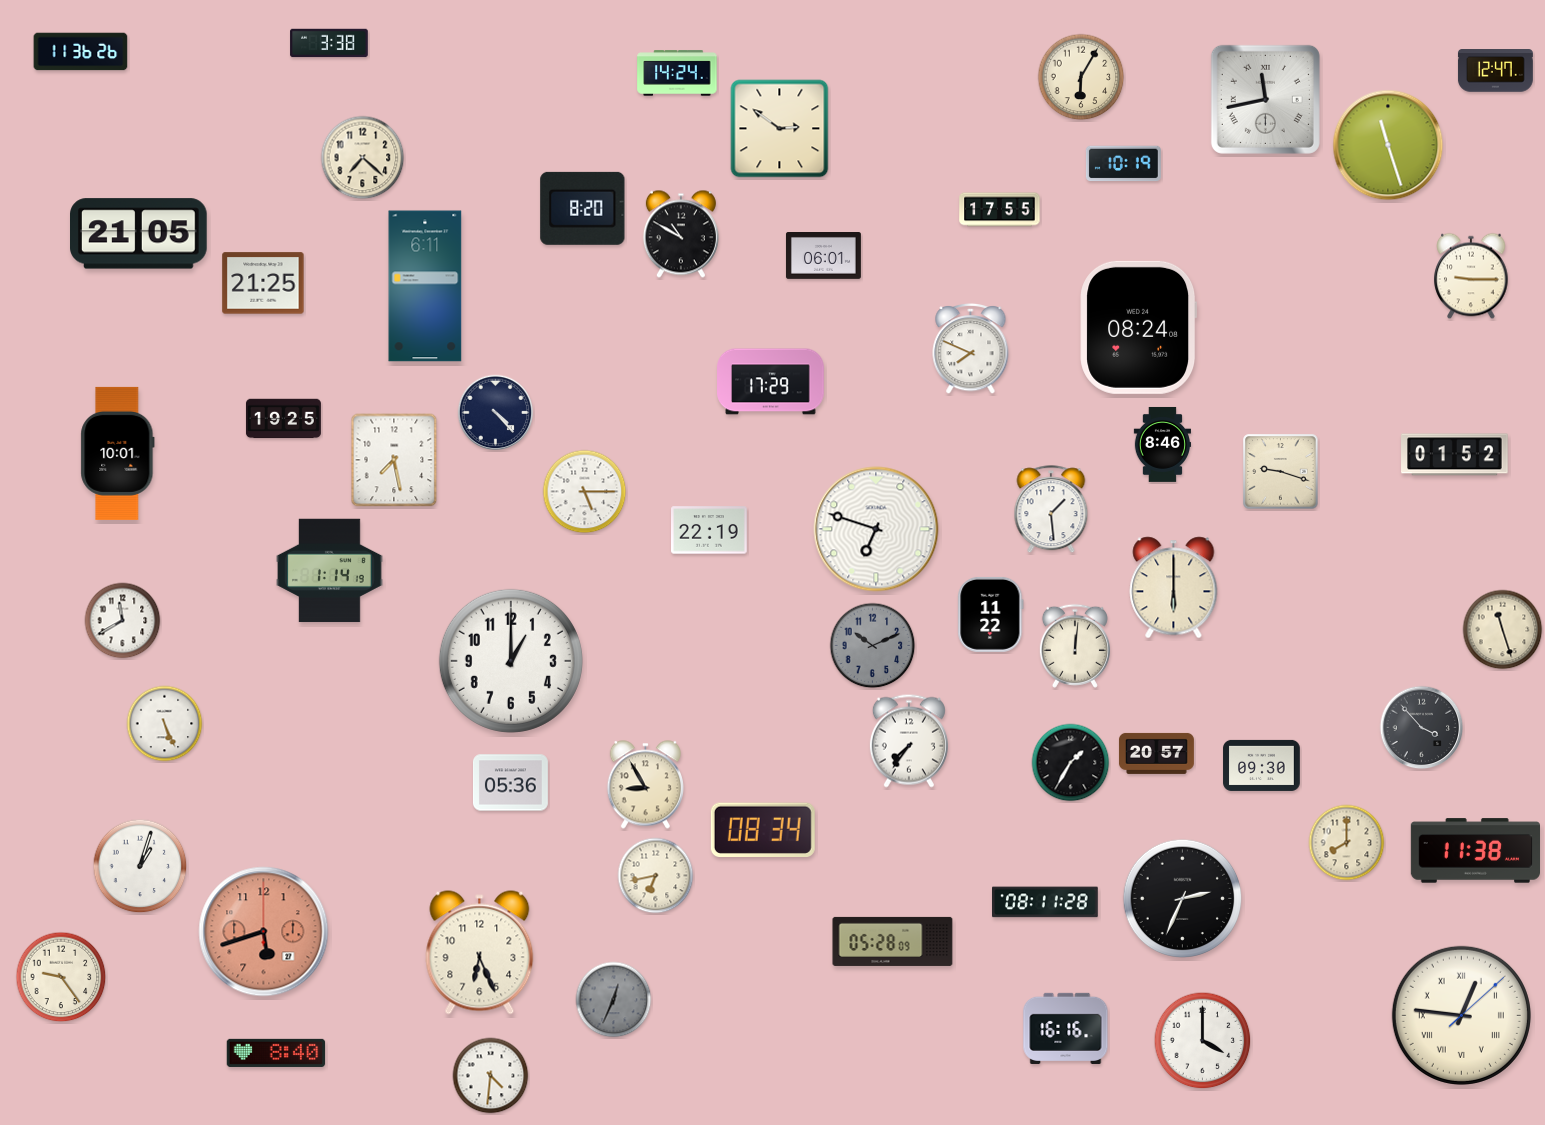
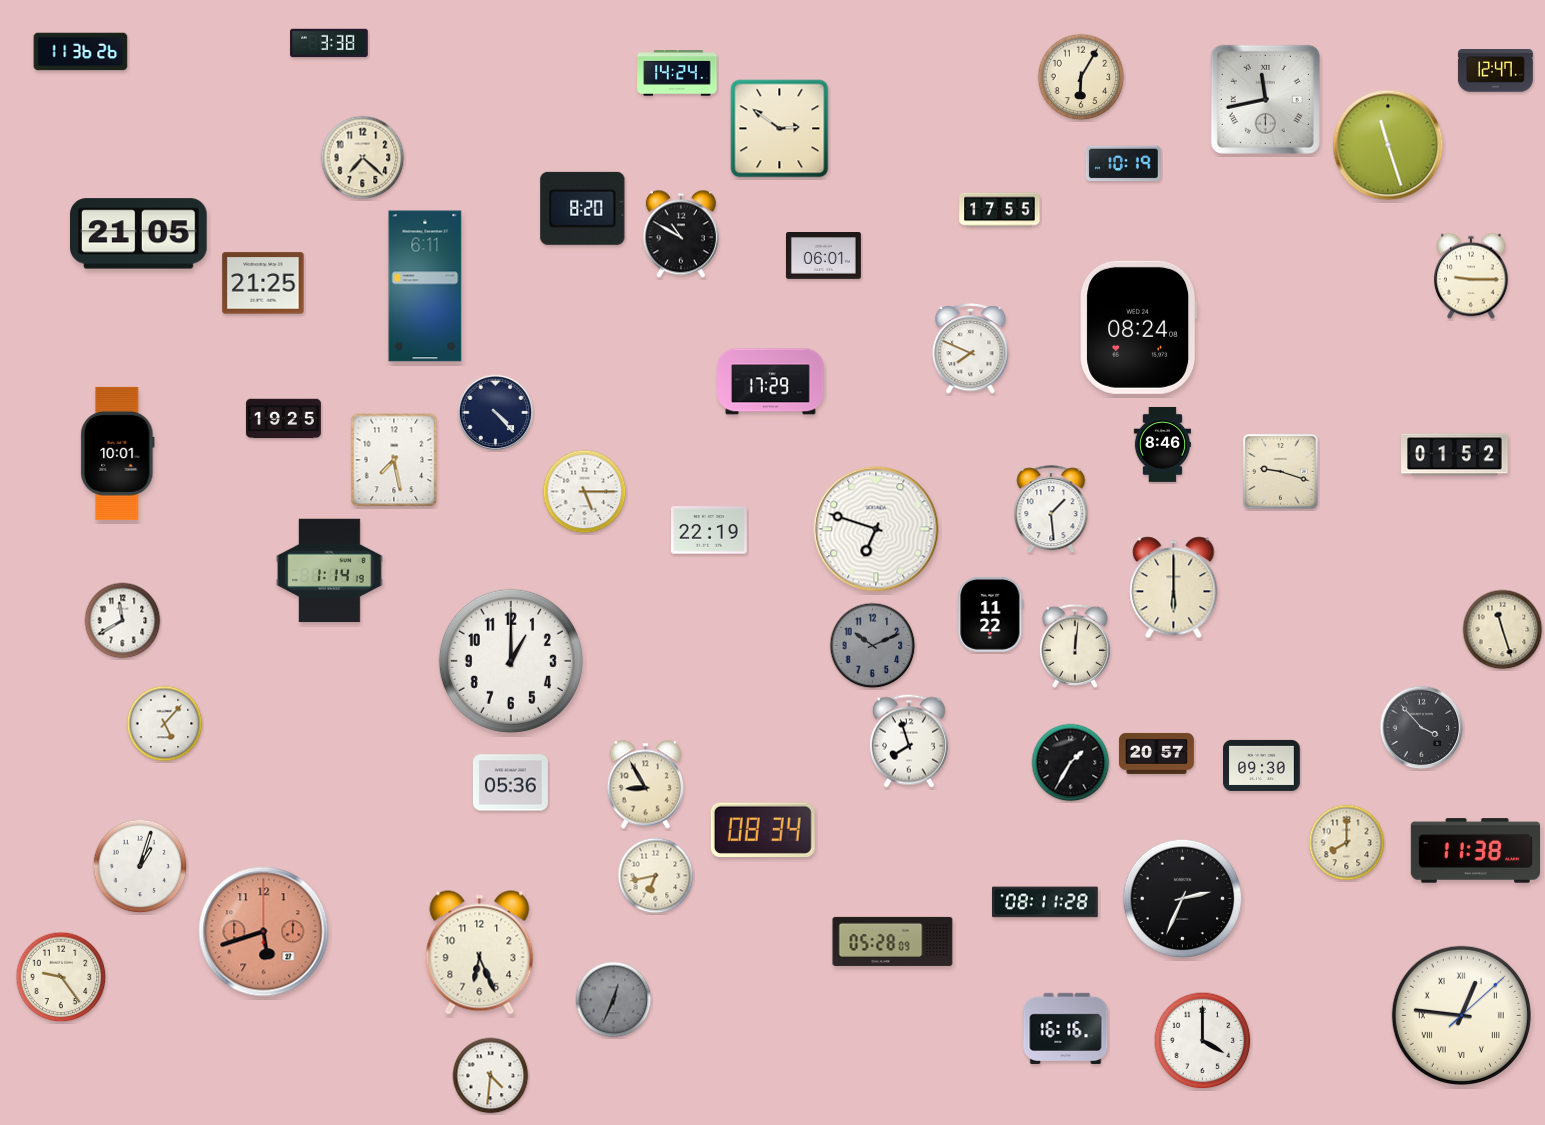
clock at (165, 724): 5:26 -> 5:07
clock at (909, 741): 7:36 -> 7:57
clock at (276, 1053): 8:40 -> none
